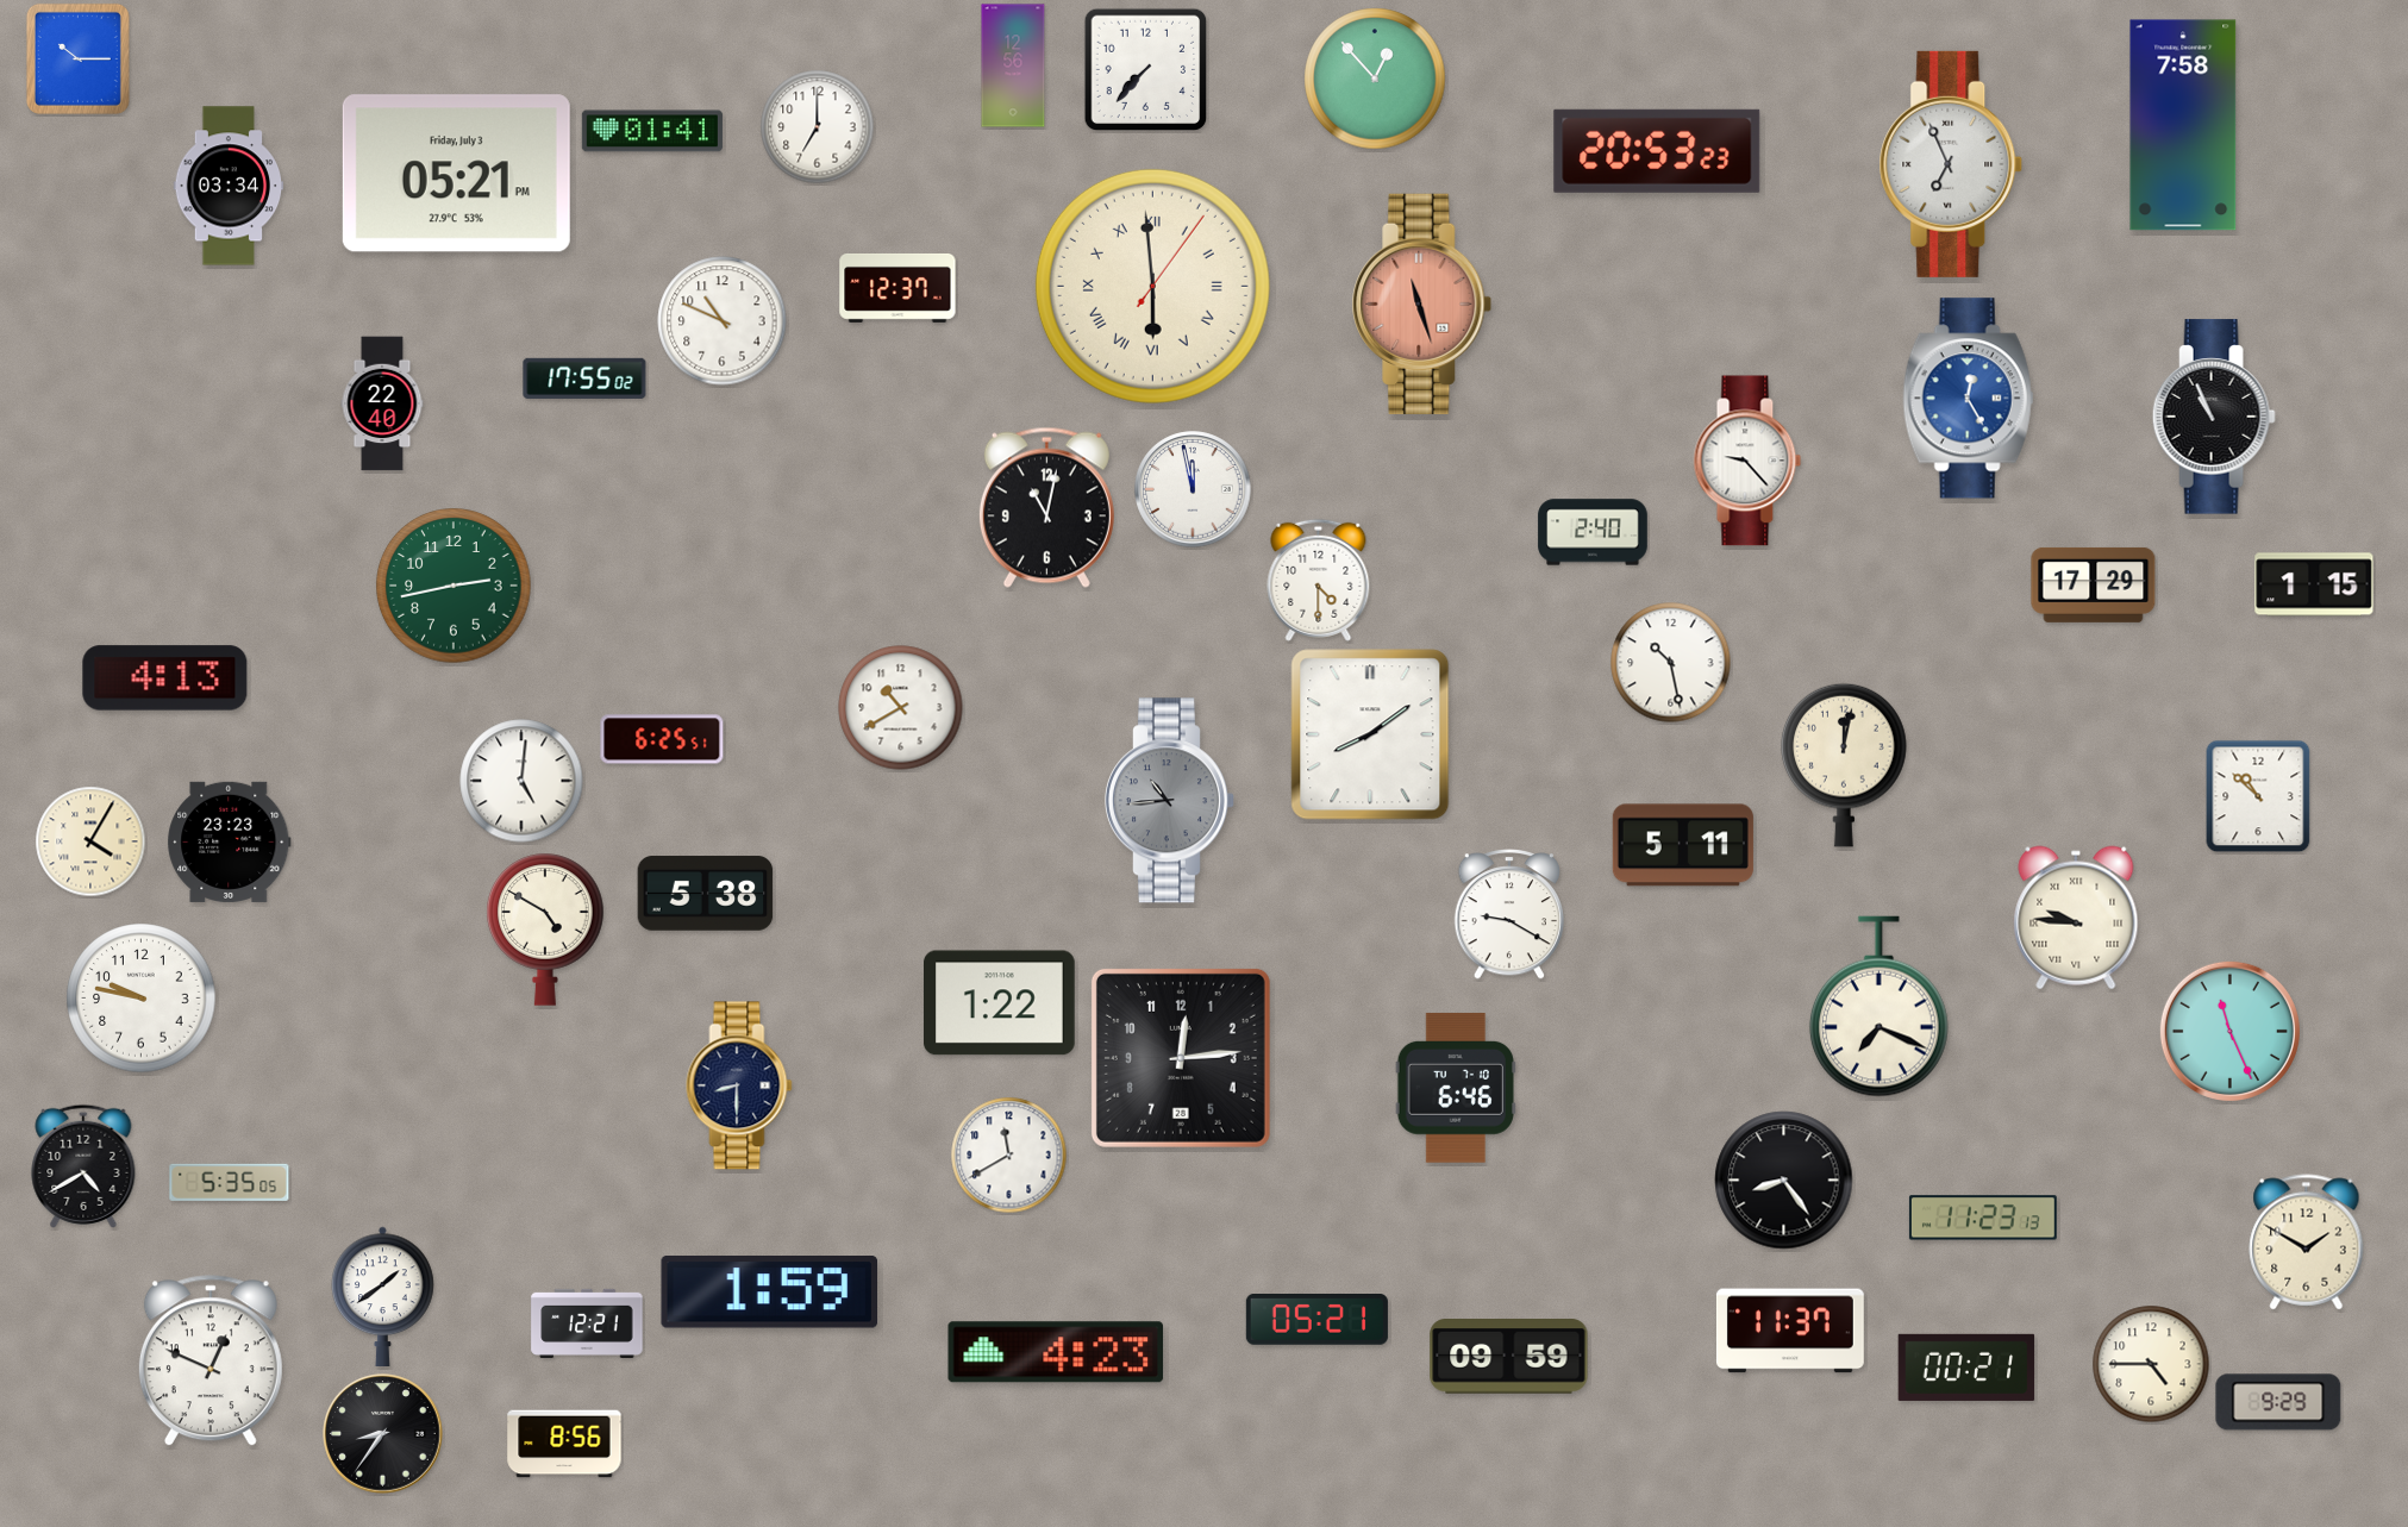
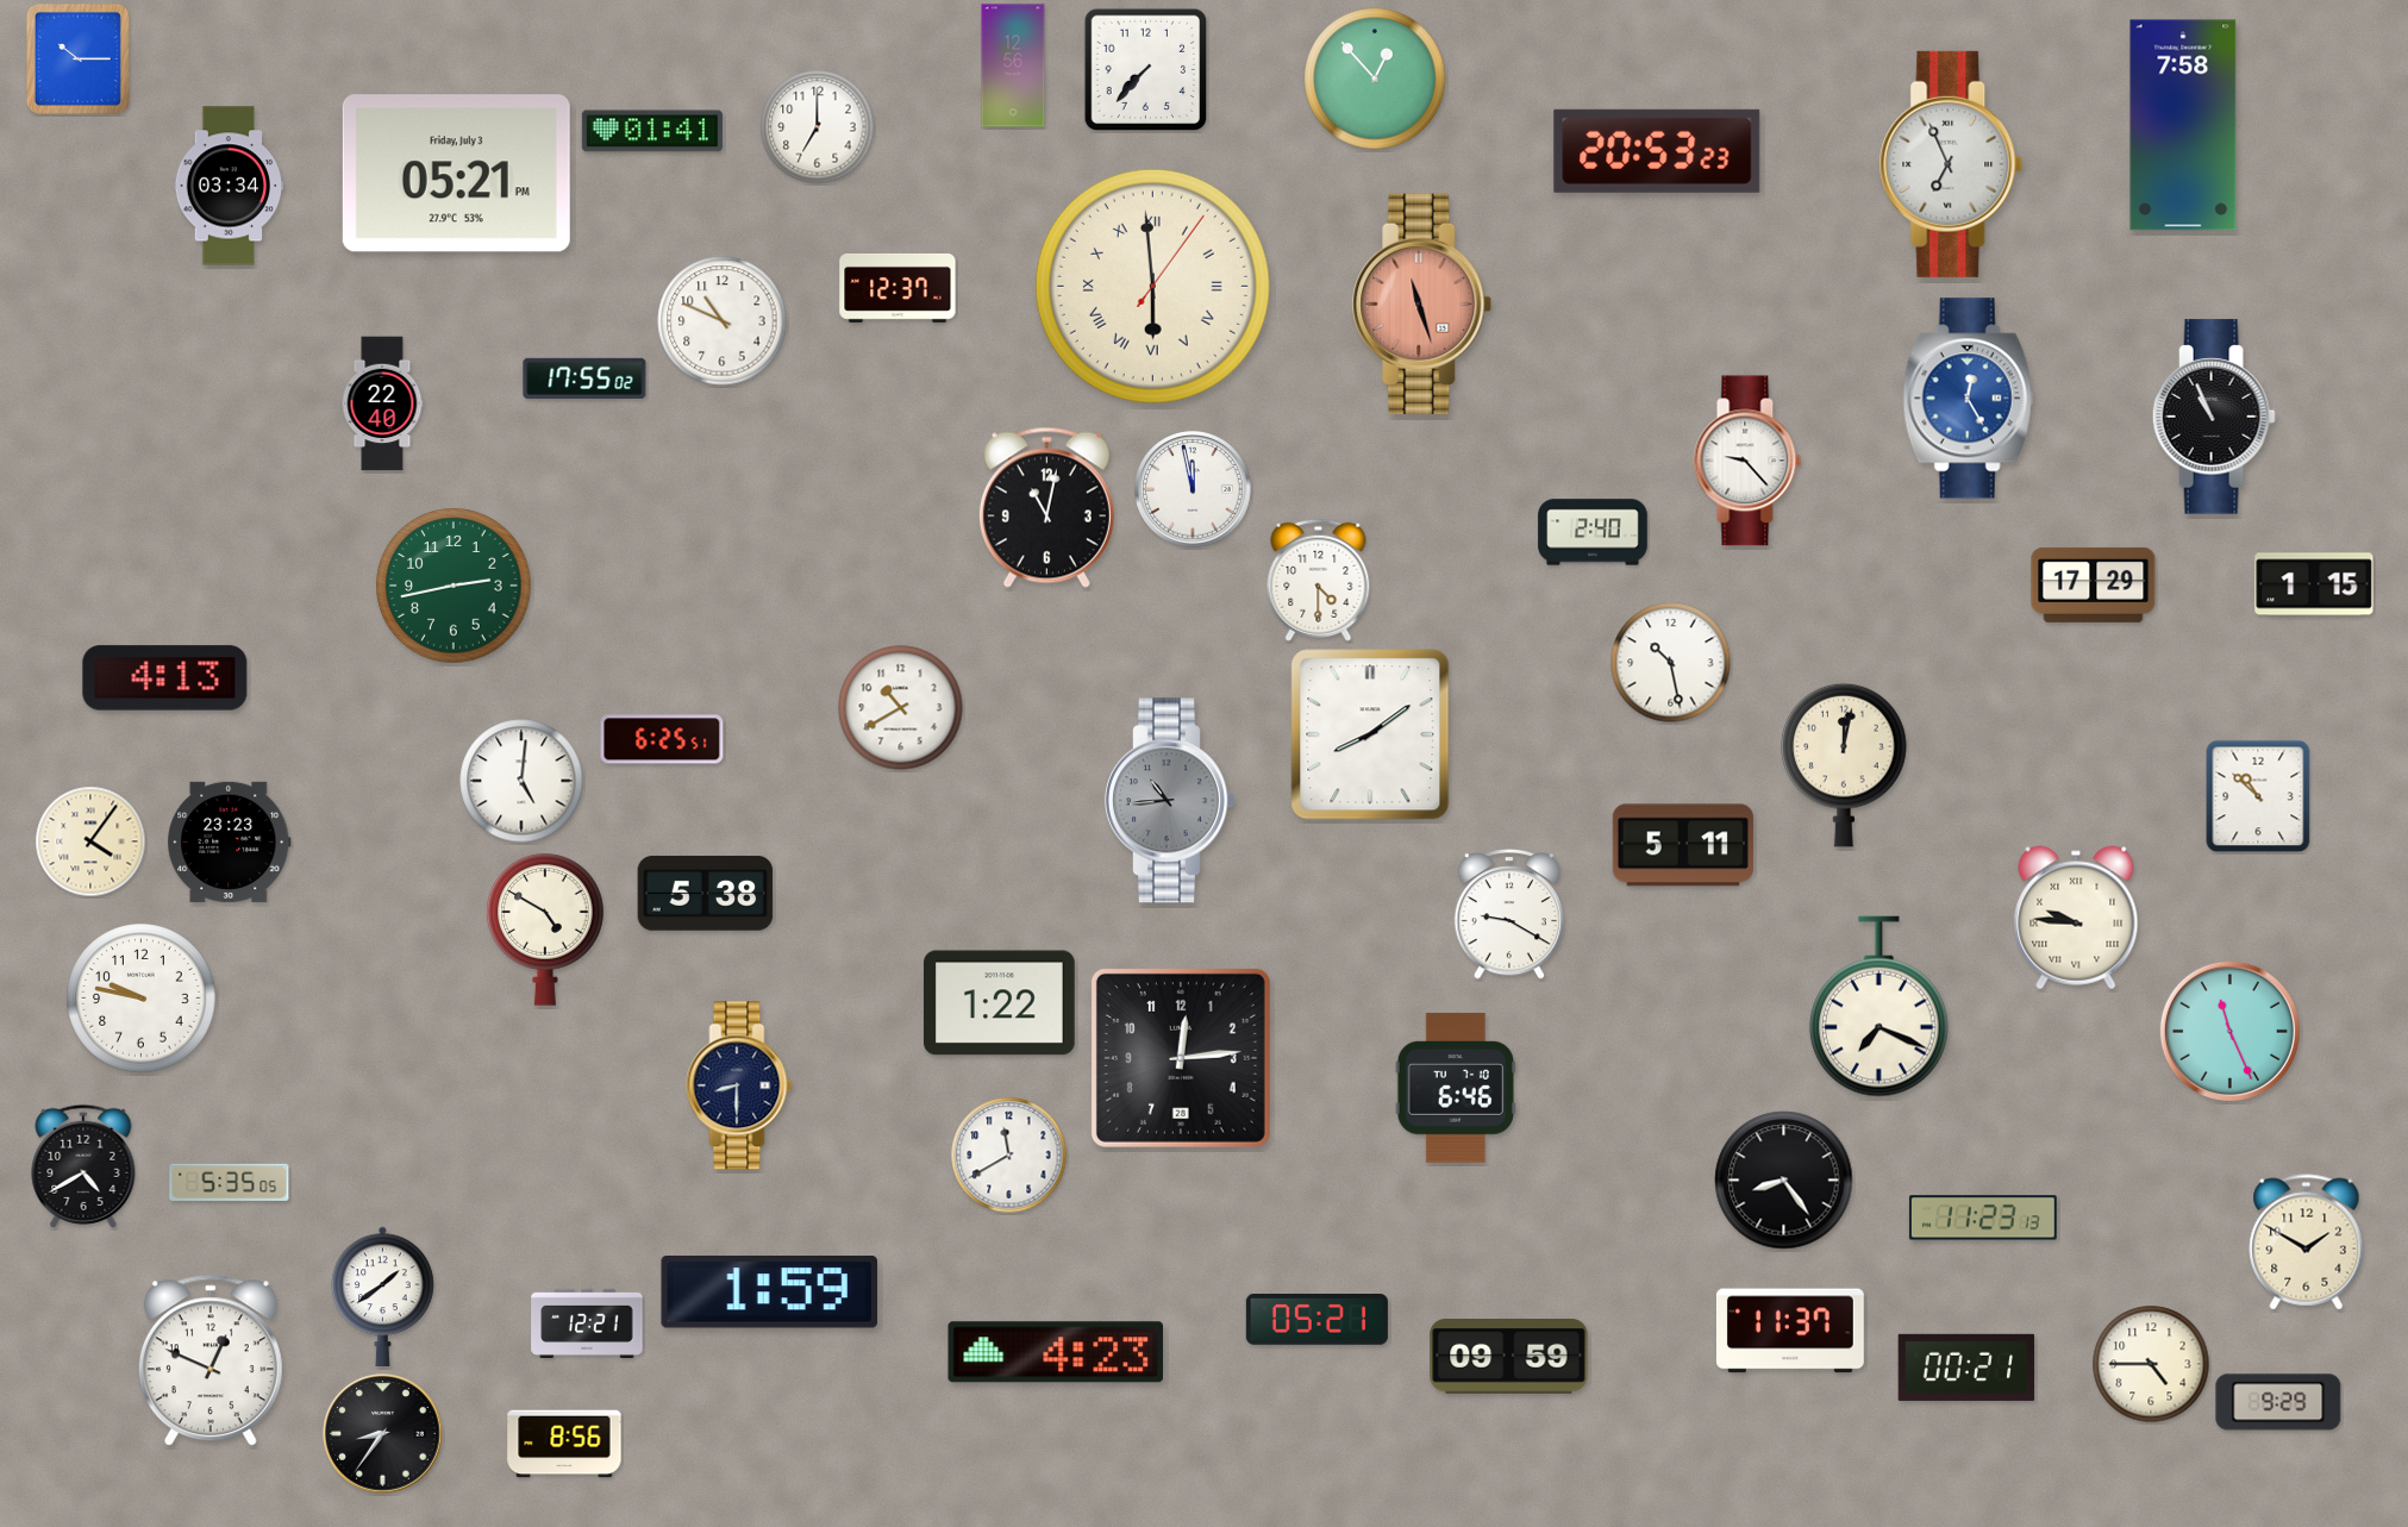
clock at (90, 841): 4:05 -> 4:06
